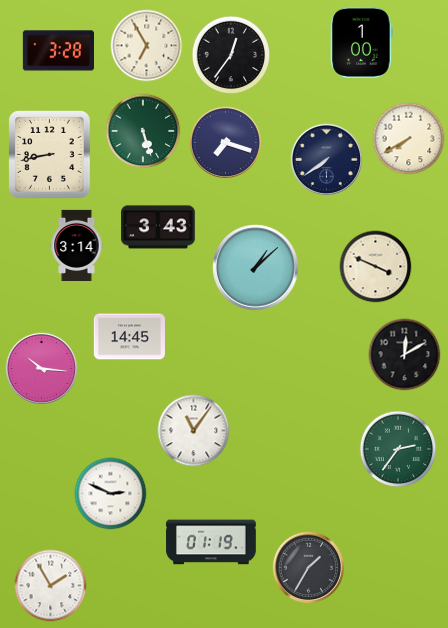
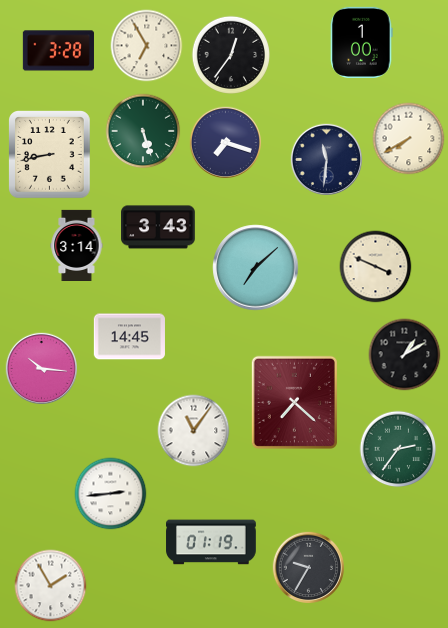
clock at (326, 159): 7:39 -> 11:31
clock at (256, 268): 1:08 -> 7:08
clock at (405, 355): 12:10 -> 1:10
clock at (294, 402): none -> 7:22
clock at (111, 494): 2:49 -> 2:44
clock at (308, 567): 1:35 -> 9:35
